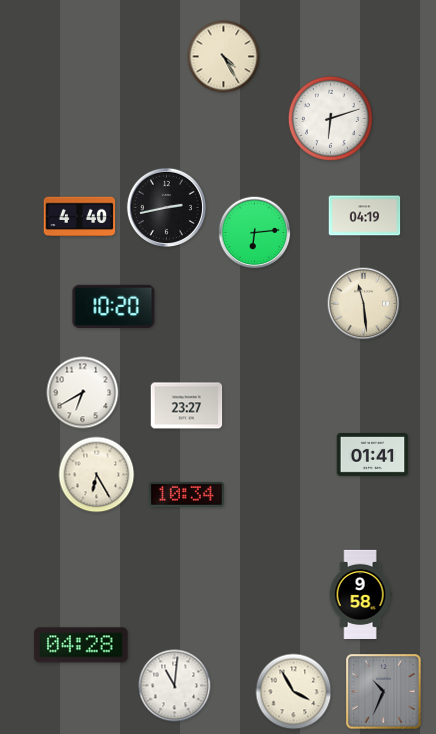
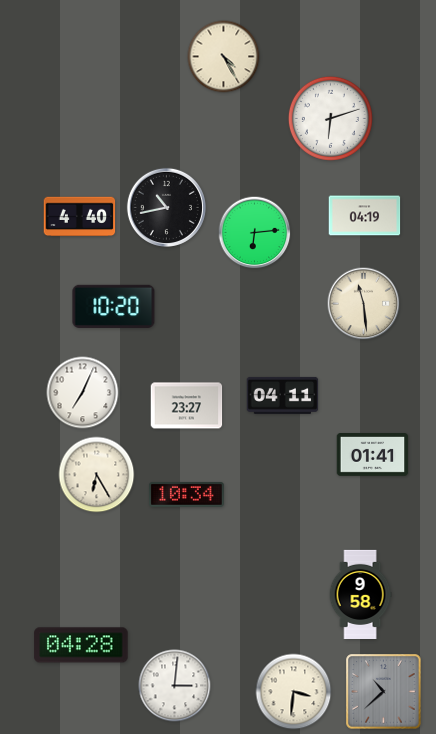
clock at (166, 207): 2:43 -> 10:43
clock at (83, 393): 6:40 -> 7:04
clock at (283, 395): none -> 04:11
clock at (175, 686): 11:01 -> 3:01
clock at (294, 692): 3:55 -> 3:31
clock at (384, 692): 10:34 -> 10:38
